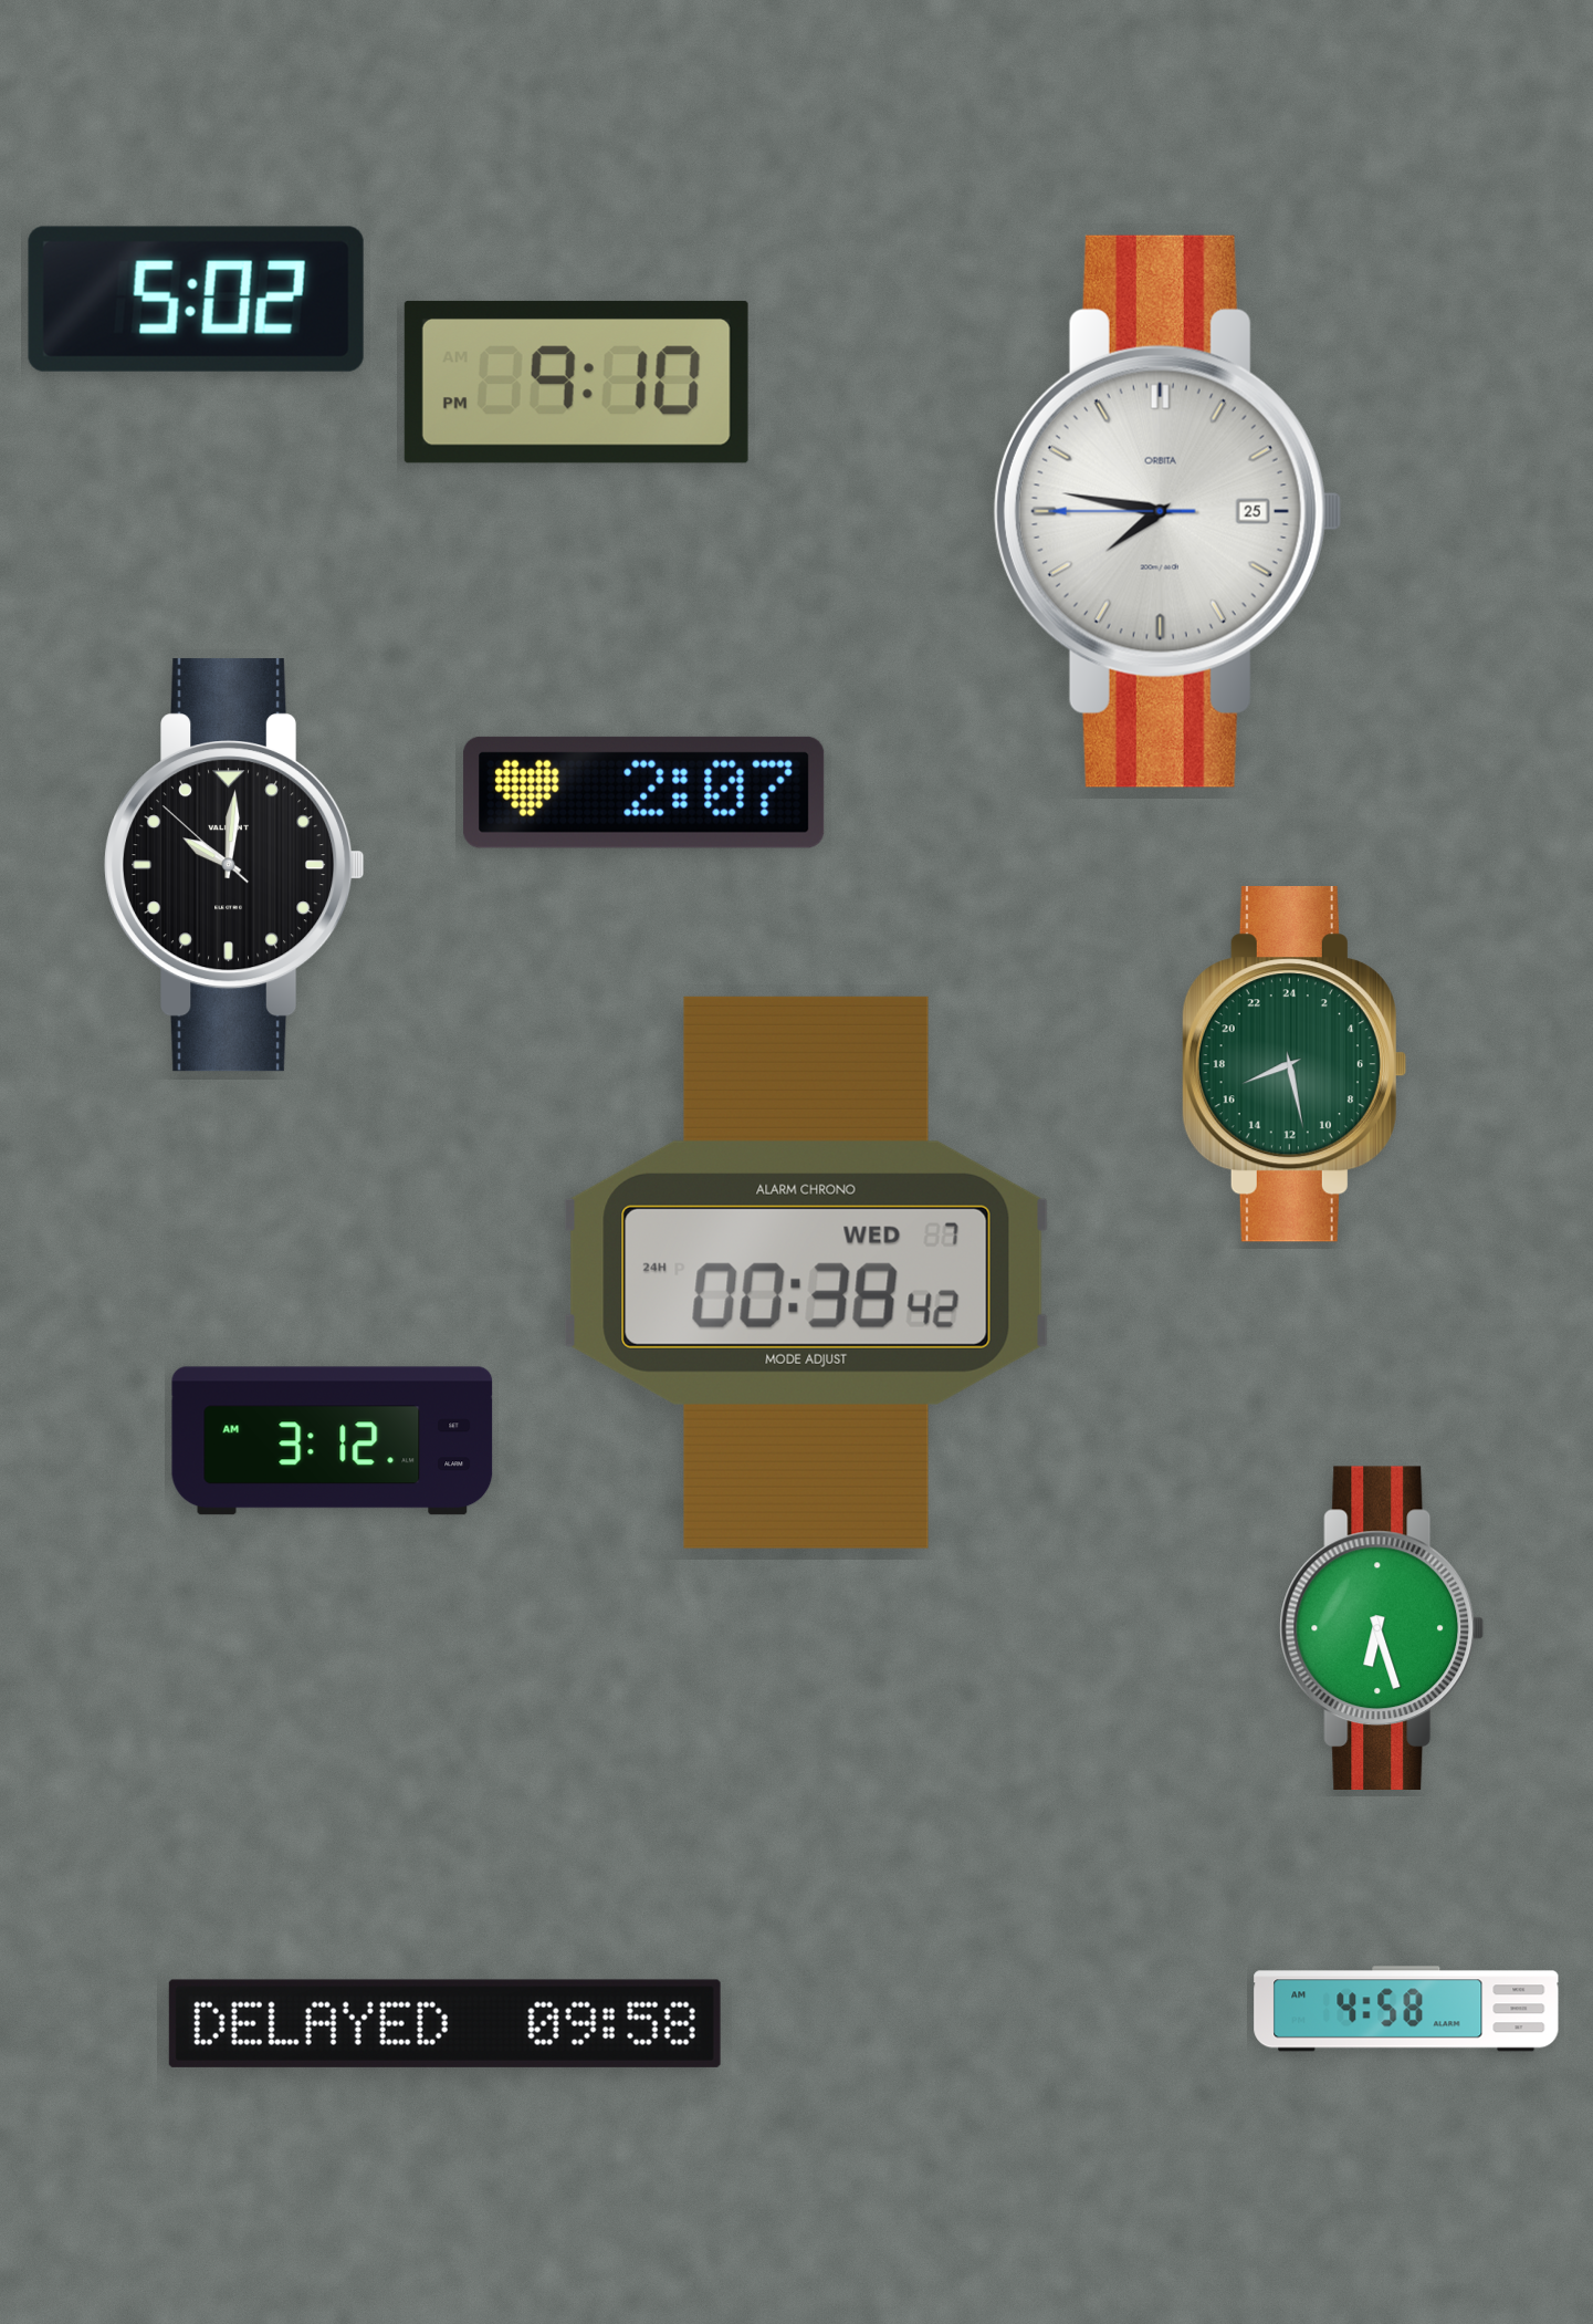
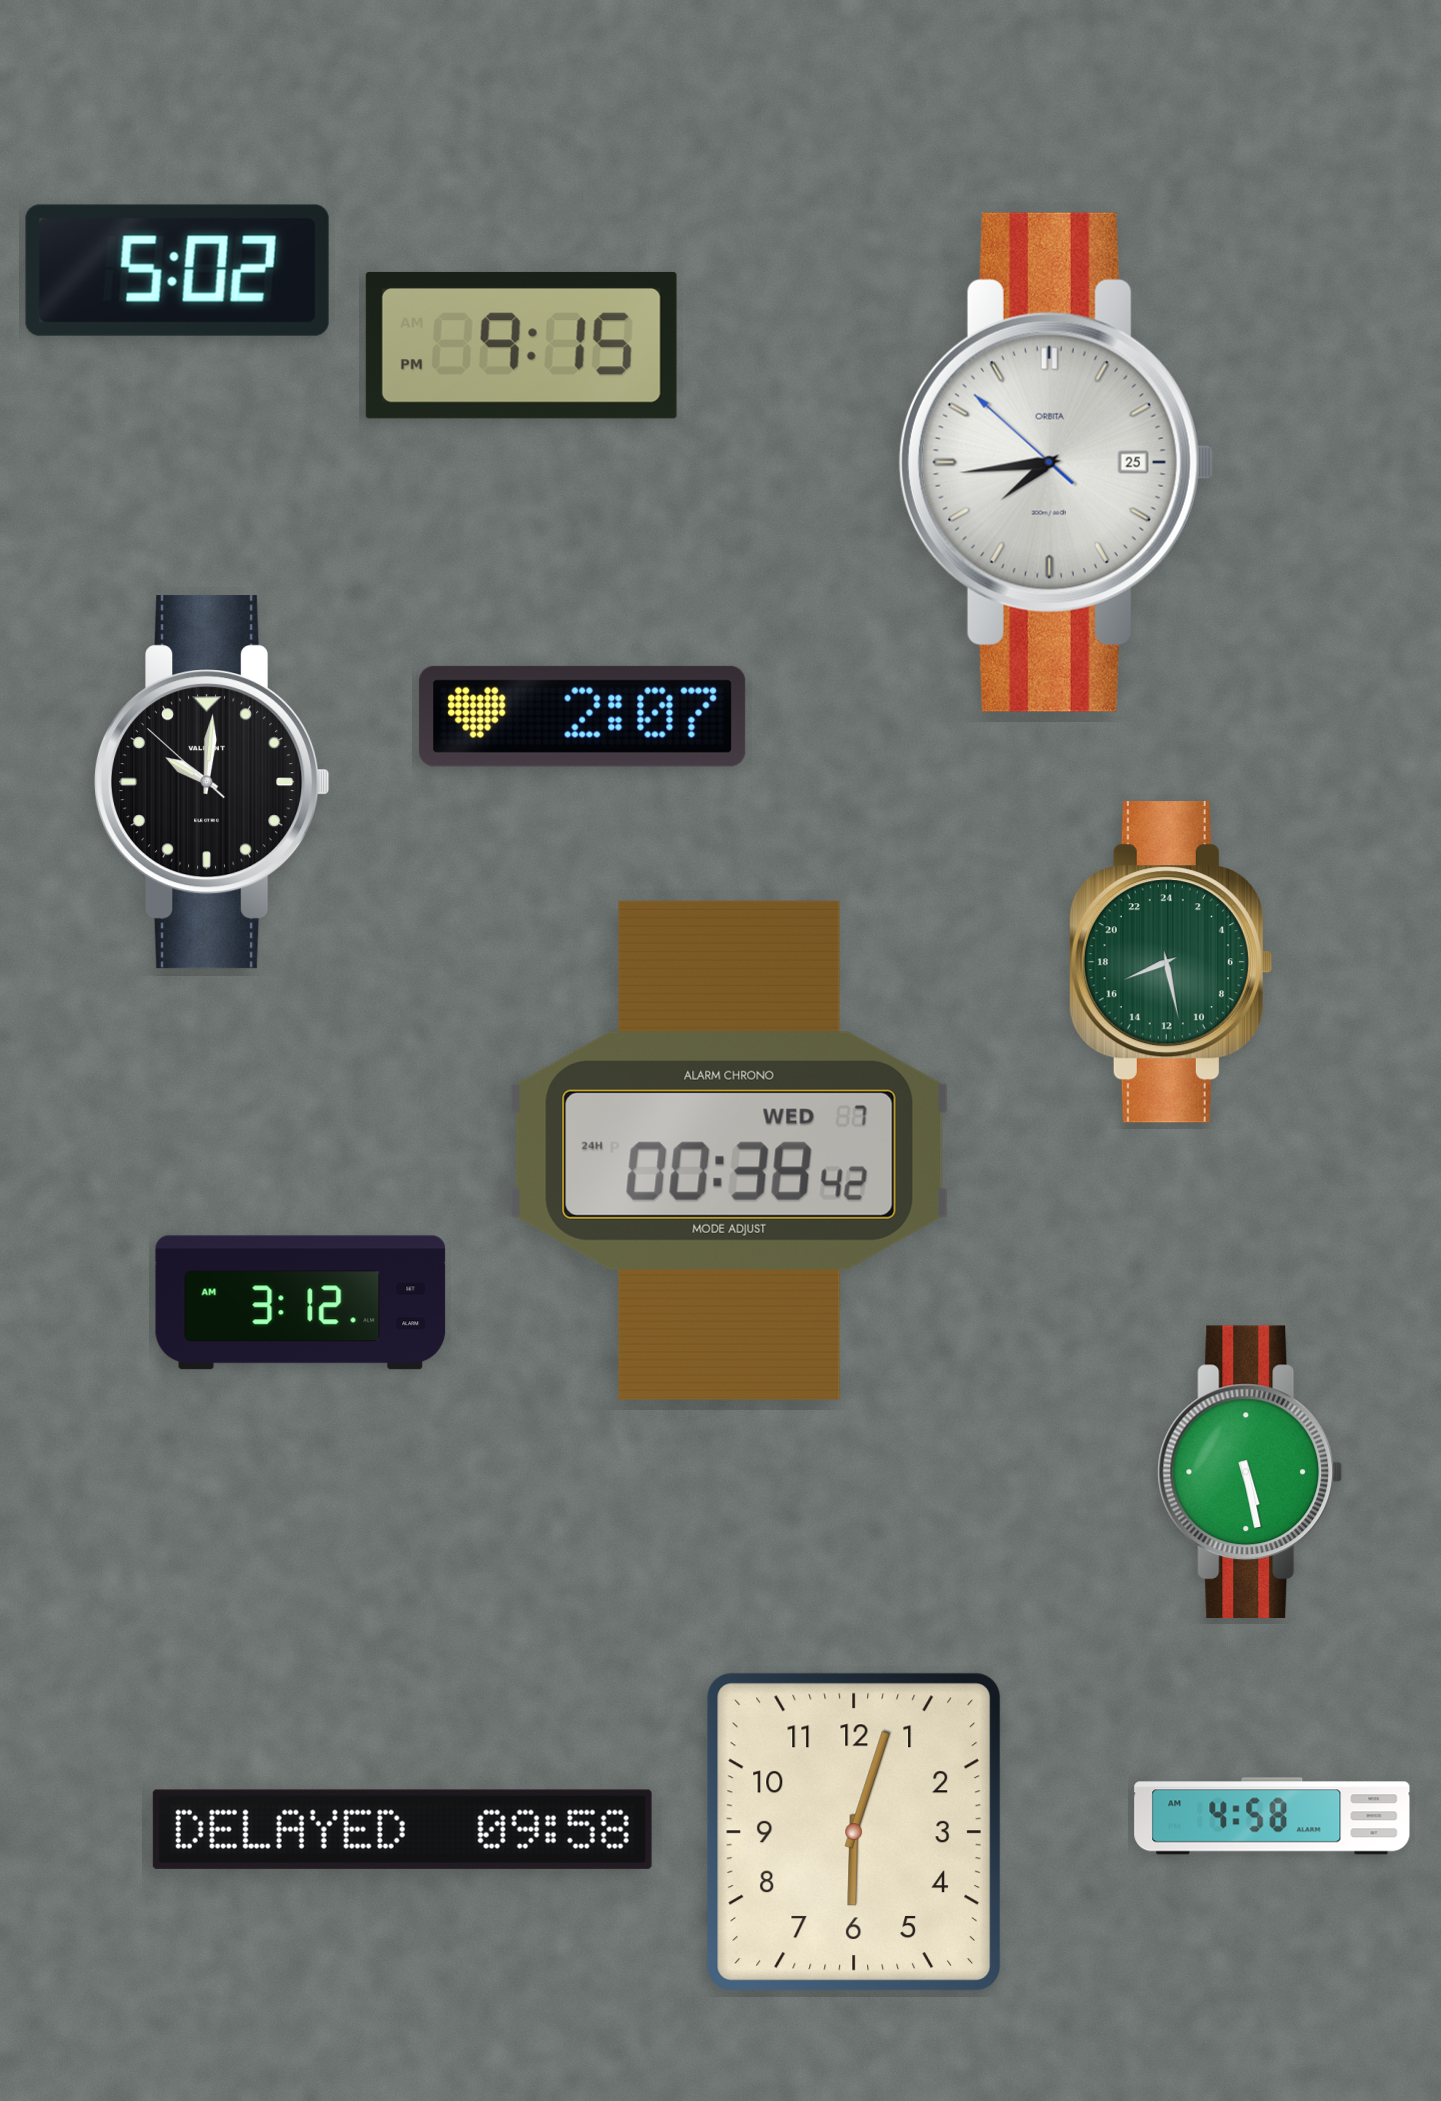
clock at (576, 382): 9:10 -> 9:15
clock at (1167, 511): 7:46 -> 7:43
clock at (1382, 1627): 6:27 -> 5:28
clock at (854, 1832): none -> 6:03
